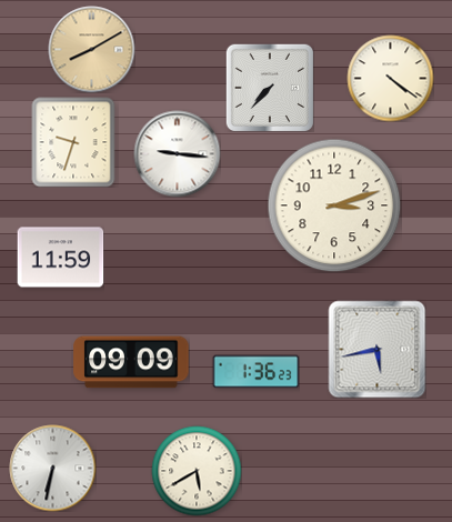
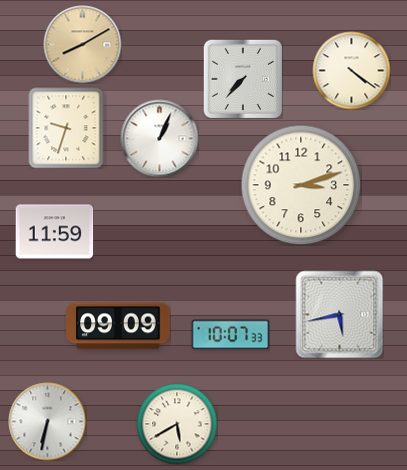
clock at (177, 153): 9:16 -> 1:04
clock at (255, 372): 1:36 -> 10:07
